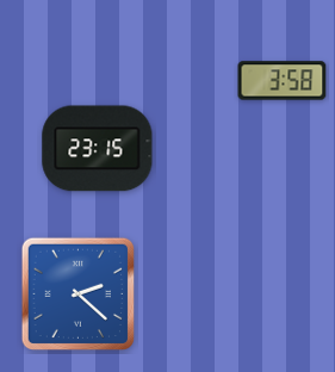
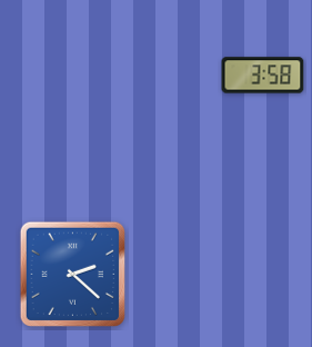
clock at (98, 149): 23:15 -> none
